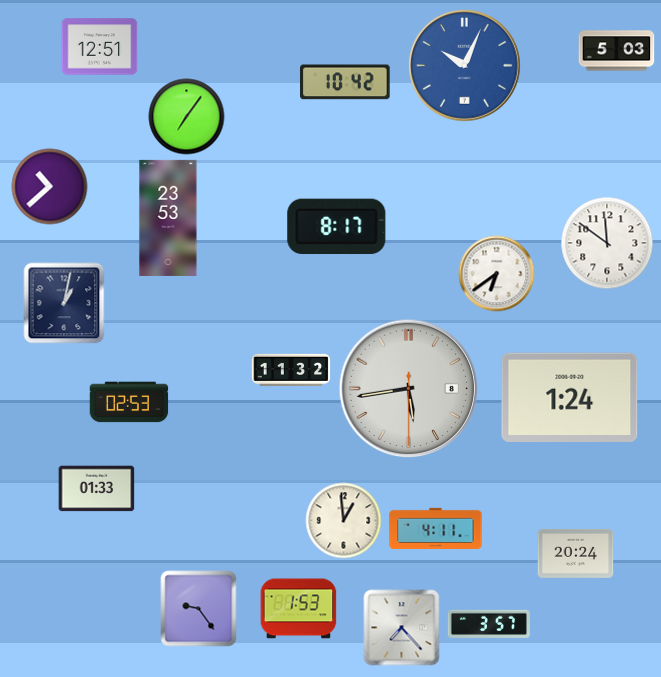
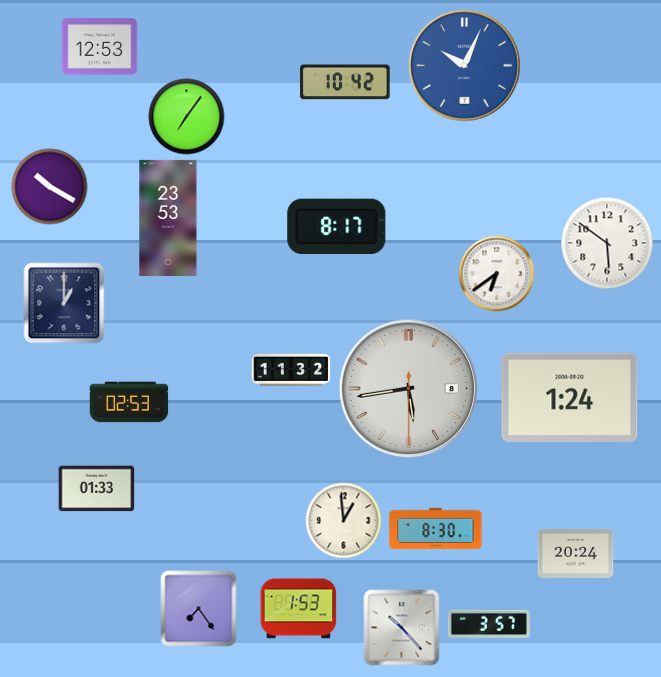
clock at (100, 47): 12:51 -> 12:53
clock at (617, 51): 5:03 -> none
clock at (50, 187): 10:38 -> 10:20
clock at (607, 243): 11:51 -> 5:51
clock at (64, 303): 1:02 -> 1:00
clock at (436, 528): 4:11 -> 8:30
clock at (199, 609): 9:24 -> 7:24
clock at (402, 628): 7:23 -> 10:23
